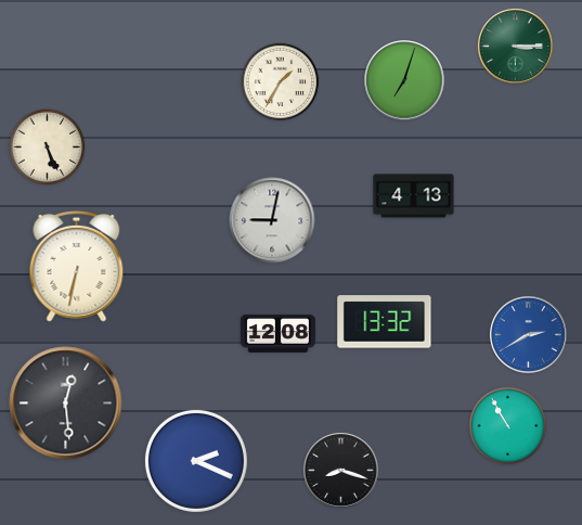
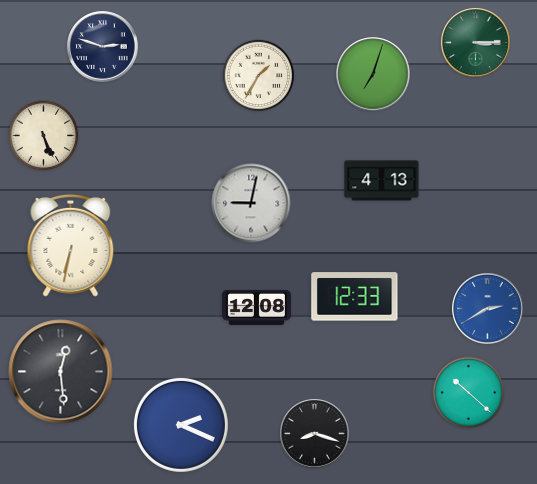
clock at (103, 47): none -> 2:48
clock at (385, 322): 13:32 -> 12:33
clock at (508, 426): 10:55 -> 10:22
